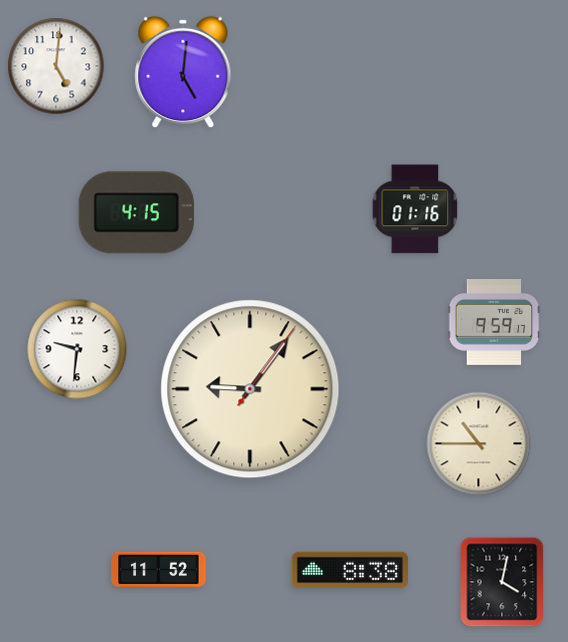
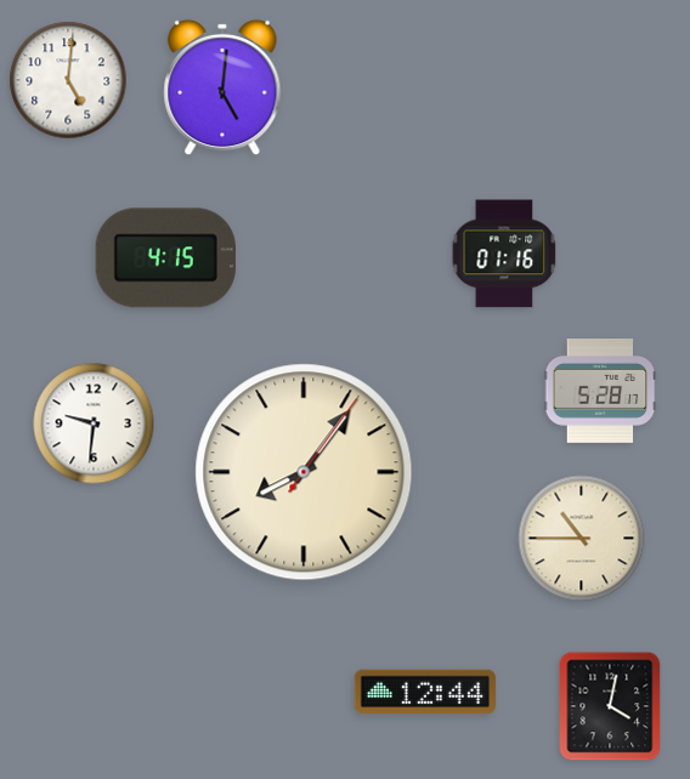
clock at (494, 323): 9:59 -> 5:28
clock at (250, 389): 9:06 -> 8:06
clock at (159, 570): 11:52 -> none
clock at (350, 570): 8:38 -> 12:44
